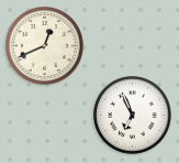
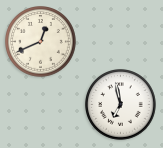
clock at (133, 116): 6:56 -> 6:58
